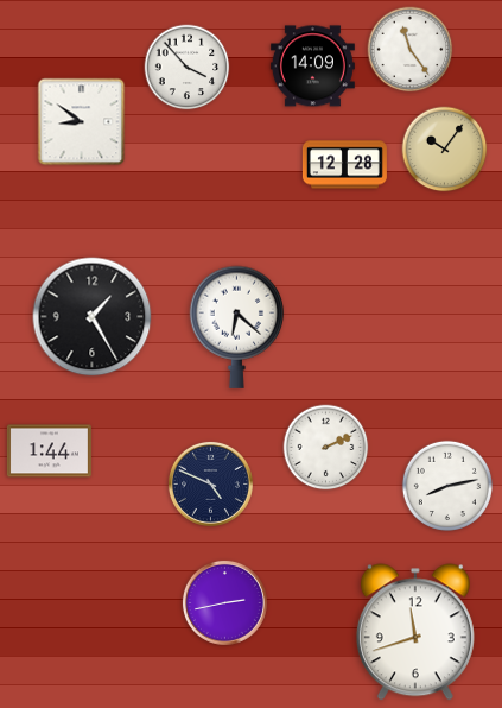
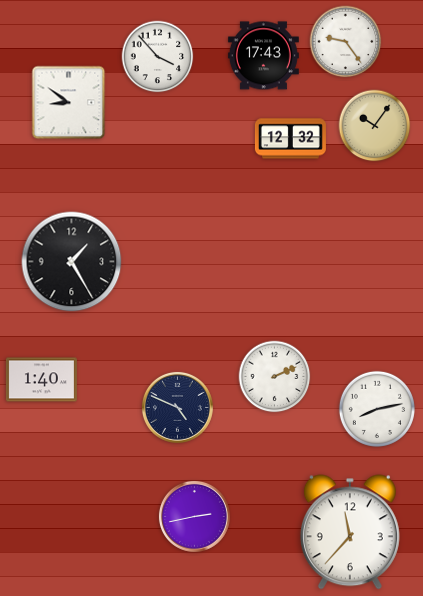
clock at (411, 50): 11:24 -> 9:24
clock at (312, 67): 14:09 -> 17:43
clock at (344, 165): 12:28 -> 12:32
clock at (93, 317) position: (93, 317) -> (72, 262)
clock at (236, 327): 6:22 -> none
clock at (49, 451): 1:44 -> 1:40
clock at (224, 602) position: (224, 602) -> (194, 516)
clock at (415, 632): 11:42 -> 11:37
